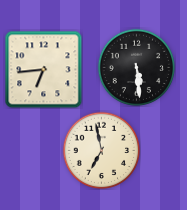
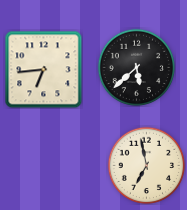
clock at (136, 67): 5:29 -> 5:38
clock at (101, 150) position: (101, 150) -> (146, 165)
